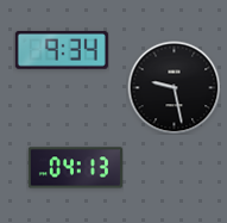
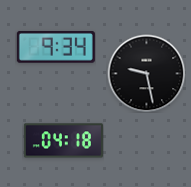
clock at (62, 50) position: (62, 50) -> (56, 47)
clock at (75, 168): 04:13 -> 04:18
